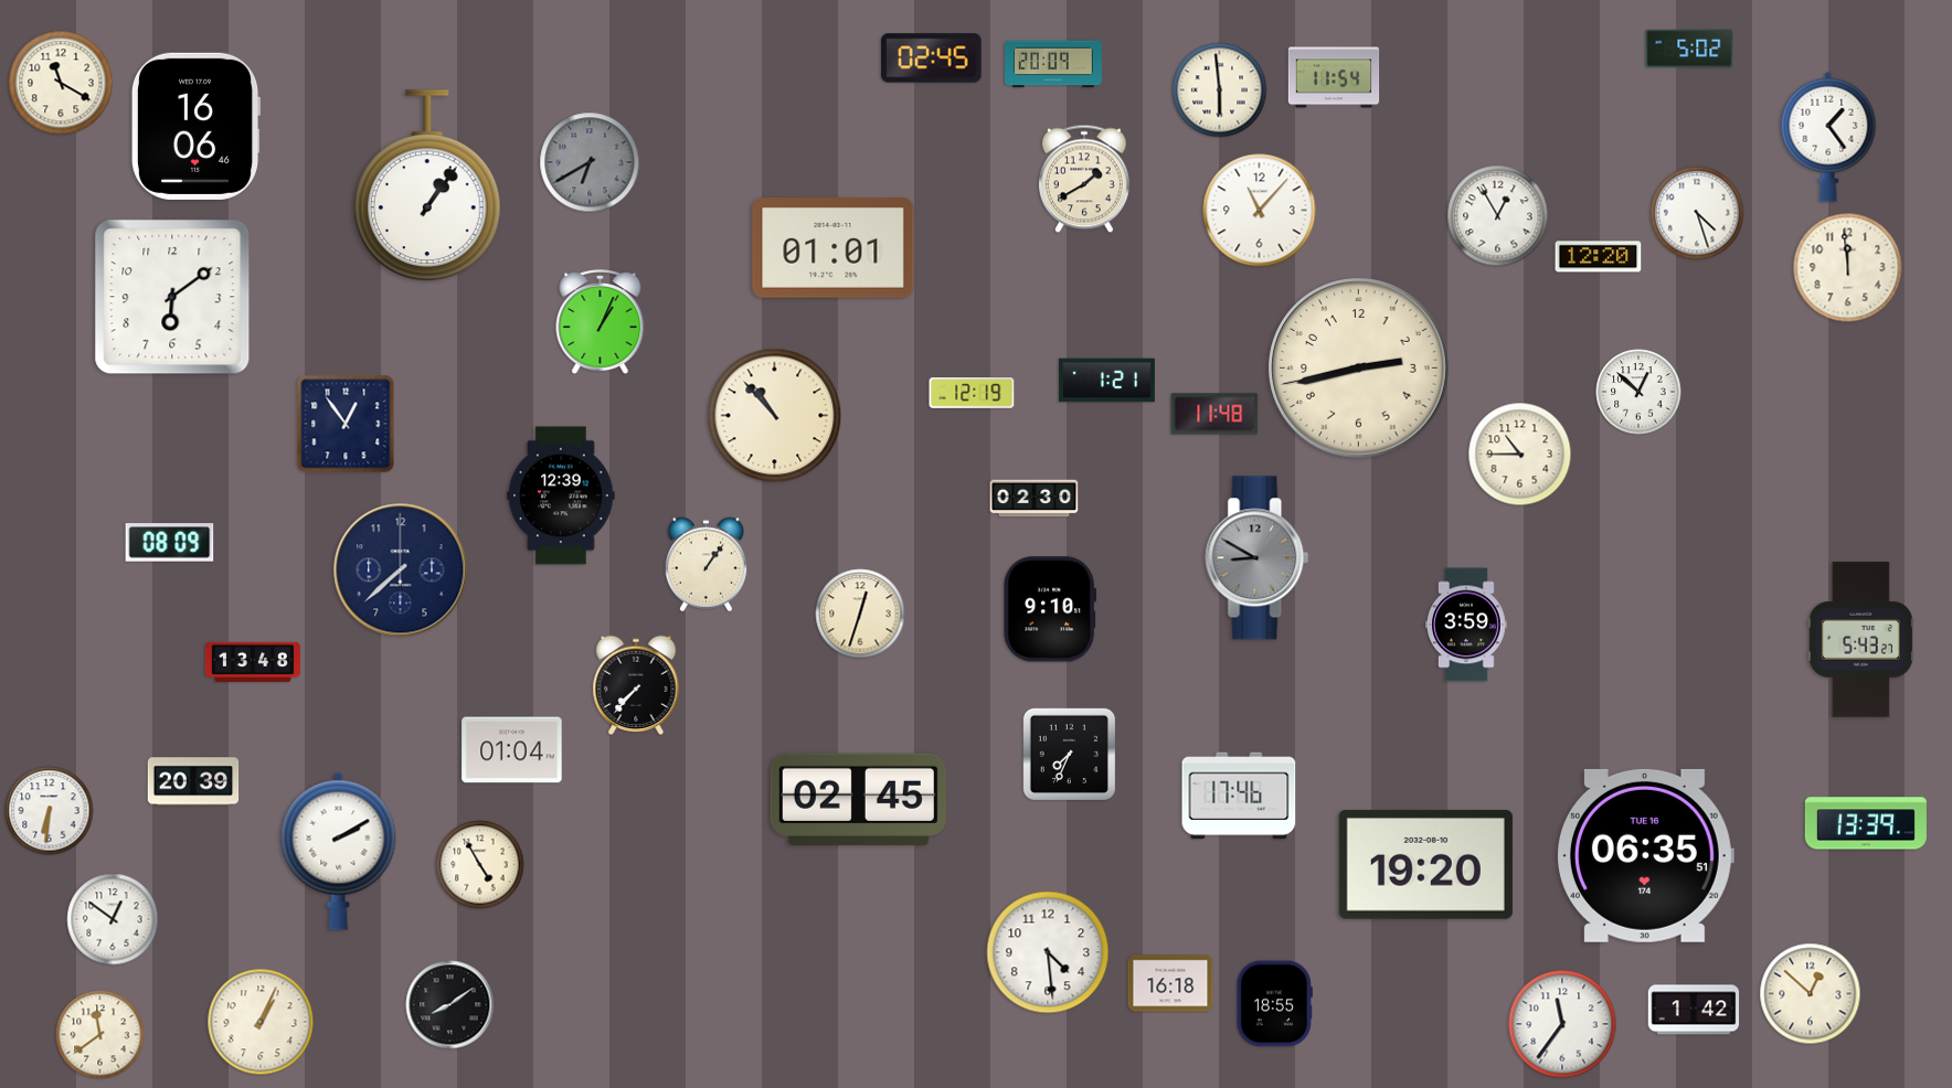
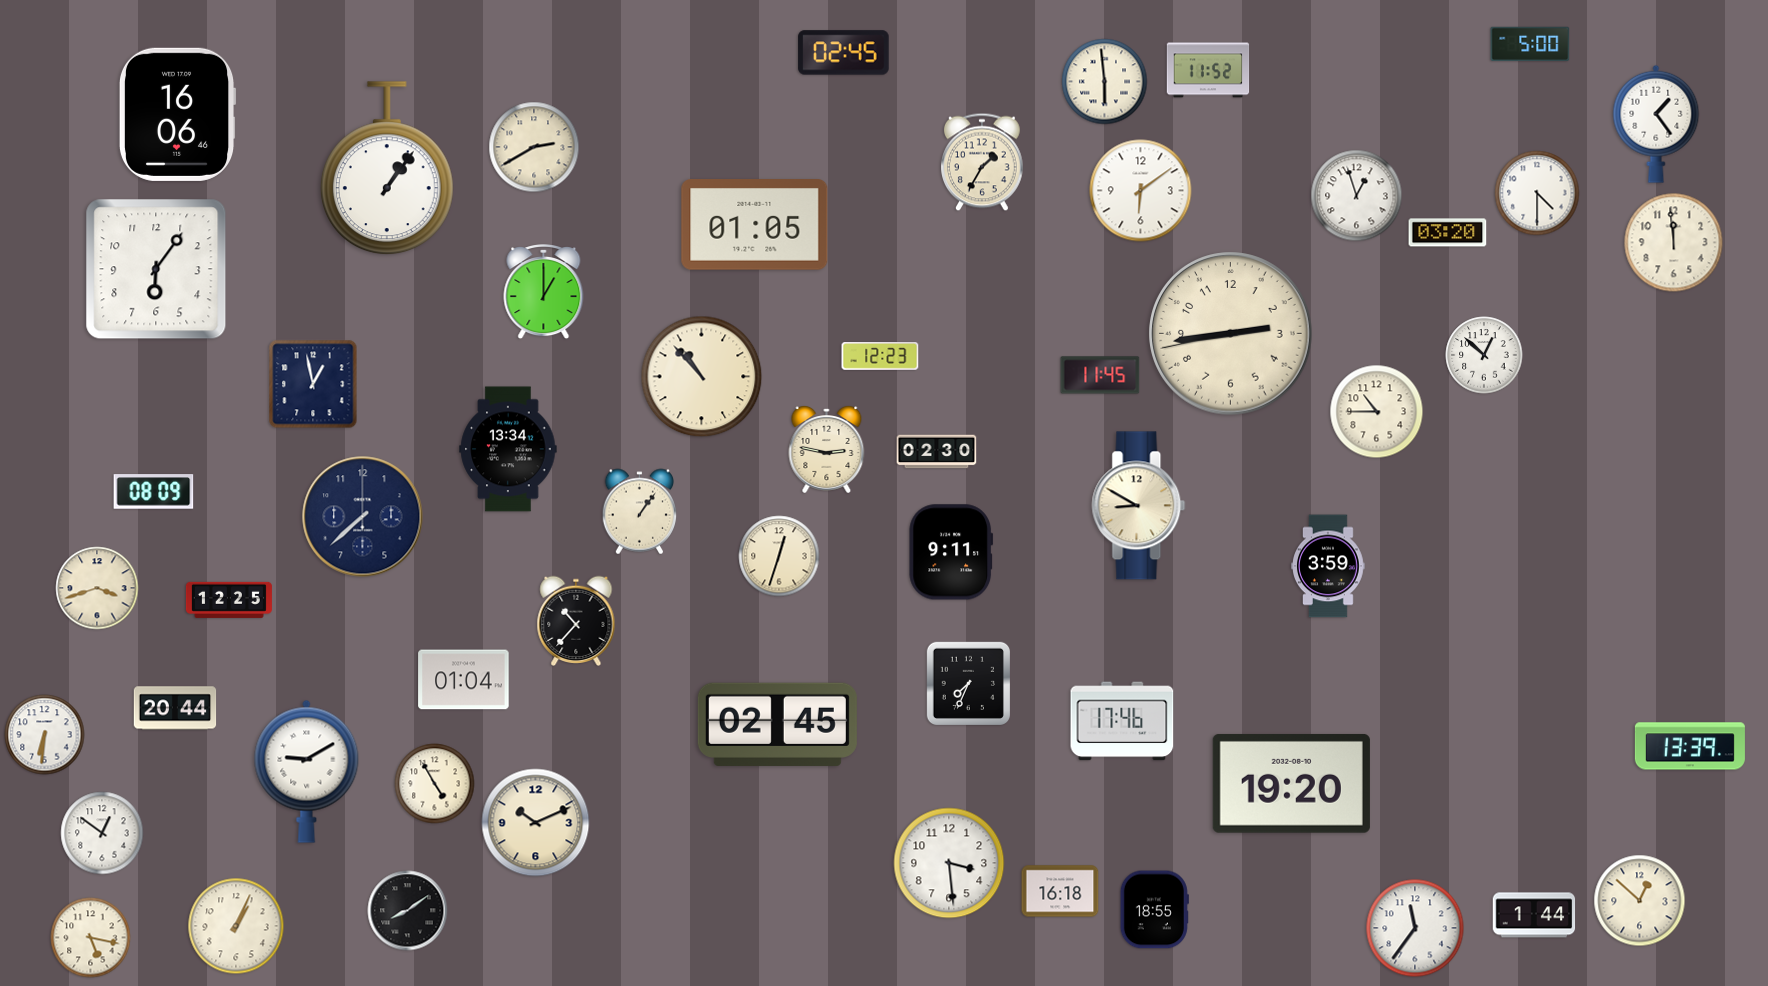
clock at (1689, 49): 5:02 -> 5:00
clock at (1054, 64): 20:09 -> none
clock at (1334, 77): 11:54 -> 11:52
clock at (61, 83): 11:20 -> none
clock at (590, 162): 6:40 -> 2:40
clock at (590, 162) dial: grey -> cream
clock at (1085, 179): 1:40 -> 1:35
clock at (1260, 211): 11:07 -> 6:09
clock at (1697, 213): 4:27 -> 4:30
clock at (1498, 216): 12:55 -> 12:57
clock at (834, 248): 01:01 -> 01:05
clock at (1599, 257): 12:20 -> 03:20
clock at (172, 297): 6:09 -> 6:06
clock at (601, 323): 1:04 -> 1:00
clock at (1359, 369): 2:42 -> 2:43
clock at (1106, 381): 1:21 -> none
clock at (972, 394): 12:19 -> 12:23
clock at (1214, 414): 11:48 -> 11:45
clock at (346, 424): 12:54 -> 12:58
clock at (561, 495): 12:39 -> 13:34
clock at (827, 450): none -> 2:47
clock at (1258, 558) dial: grey -> cream
clock at (1050, 609): 9:10 -> 9:11
clock at (1860, 640): 5:43 -> none
clock at (97, 588): none -> 3:42
clock at (253, 662): 13:48 -> 12:25
clock at (636, 685): 7:37 -> 10:37
clock at (193, 781): 20:39 -> 20:44
clock at (339, 851): 2:10 -> 9:10
clock at (1645, 855): 06:35 -> none
clock at (536, 823): none -> 10:11
clock at (1048, 952): 4:29 -> 3:29
clock at (1694, 1010): 1:42 -> 1:44
clock at (100, 1035): 11:39 -> 5:17
